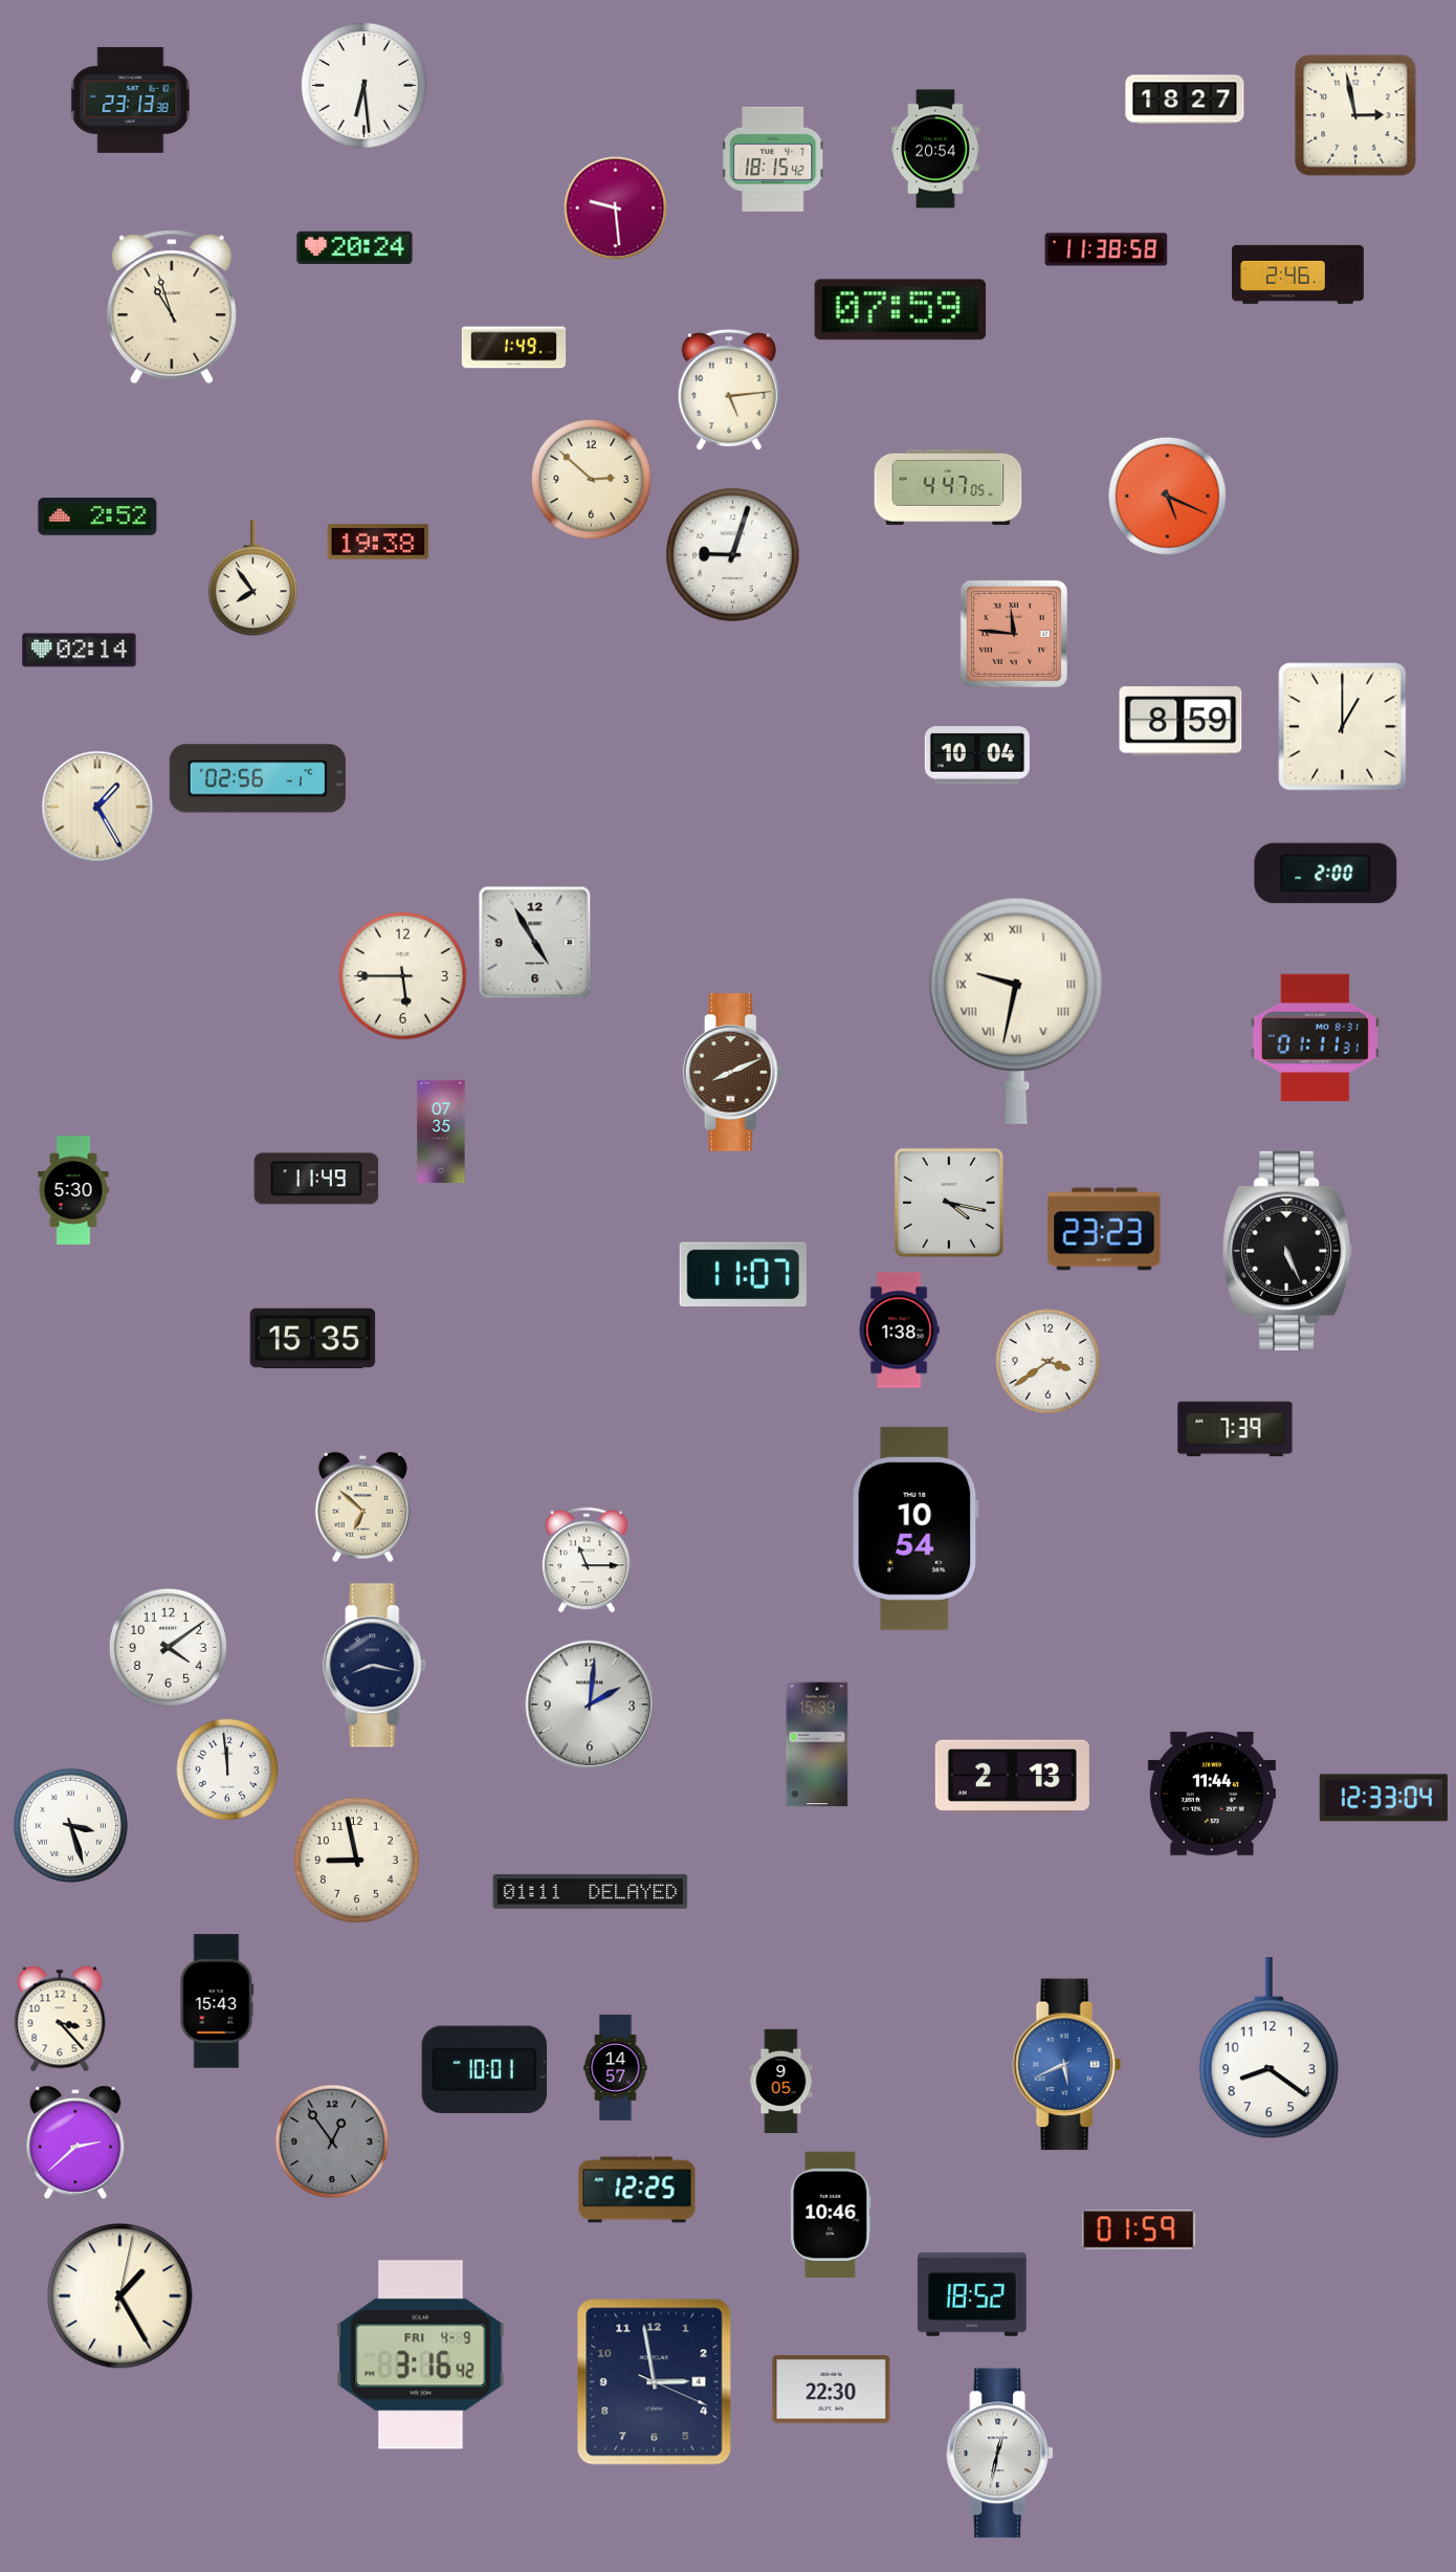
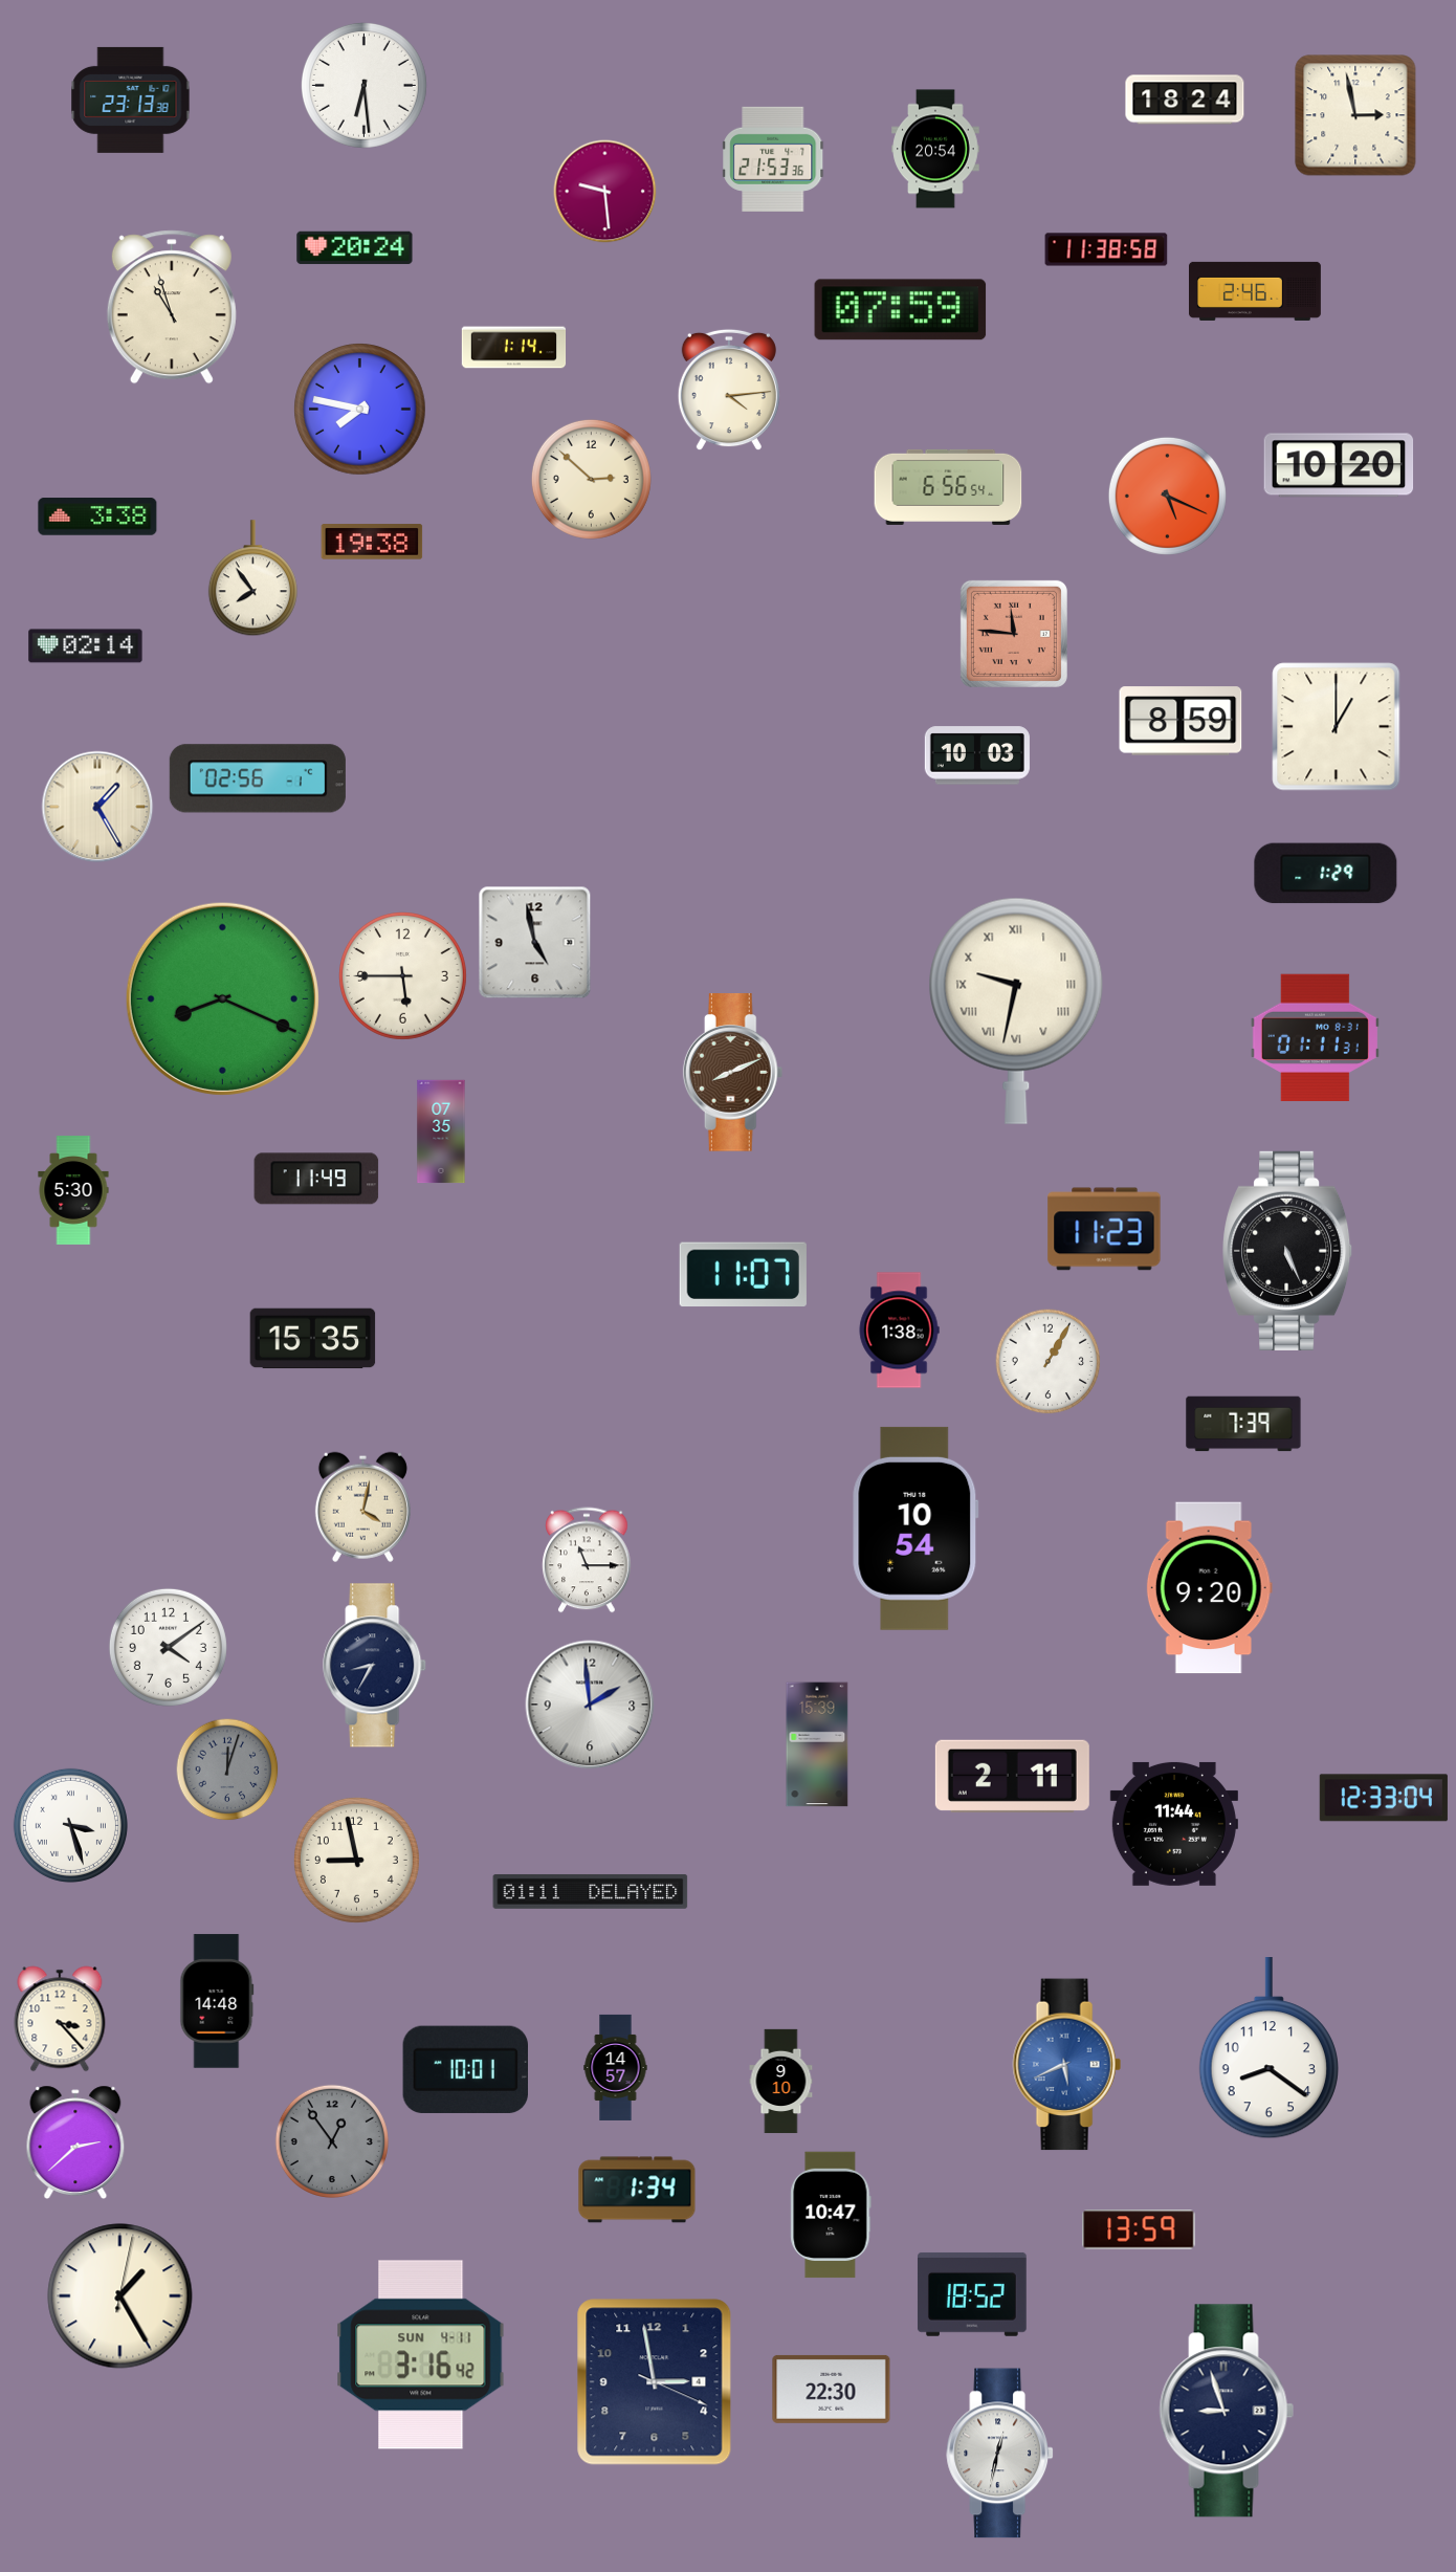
clock at (1185, 100): 18:27 -> 18:24
clock at (774, 159): 18:15 -> 21:53
clock at (616, 208) position: (616, 208) -> (605, 192)
clock at (1299, 274) position: (1299, 274) -> (1256, 291)
clock at (514, 348): 1:49 -> 1:14
clock at (729, 390): 5:14 -> 4:14
clock at (360, 410): none -> 7:47
clock at (1339, 465): none -> 10:20
clock at (948, 487): 4:47 -> 6:56
clock at (97, 516): 2:52 -> 3:38
clock at (378, 542) position: (378, 542) -> (372, 542)
clock at (733, 555): 9:03 -> none
clock at (80, 651) position: (80, 651) -> (86, 646)
clock at (1343, 727) position: (1343, 727) -> (1337, 727)
clock at (977, 755): 10:04 -> 10:03
clock at (1326, 874): 2:00 -> 1:29
clock at (535, 943): 4:55 -> 4:58
clock at (222, 998): none -> 8:19
clock at (949, 1203): 4:17 -> none
clock at (1104, 1229): 23:23 -> 11:23
clock at (1049, 1362): 3:39 -> 1:05
clock at (1235, 1429) position: (1235, 1429) -> (1243, 1424)
clock at (362, 1507): 6:52 -> 4:02
clock at (1209, 1588): none -> 9:20
clock at (375, 1666): 8:17 -> 8:35
clock at (590, 1705): 2:01 -> 1:59
clock at (227, 1769): 11:59 -> 12:03
clock at (227, 1769) dial: white -> grey
clock at (1012, 1776): 2:13 -> 2:11
clock at (1212, 1794) position: (1212, 1794) -> (1174, 1824)
clock at (217, 2001): 15:43 -> 14:48
clock at (484, 2069) position: (484, 2069) -> (465, 2069)
clock at (781, 2082): 9:05 -> 9:10
clock at (637, 2190): 12:25 -> 1:34
clock at (831, 2215): 10:46 -> 10:47
clock at (1139, 2229): 01:59 -> 13:59
clock at (421, 2355) date: FRI 4-9 -> SUN 4-11
clock at (1227, 2411): none -> 8:57
